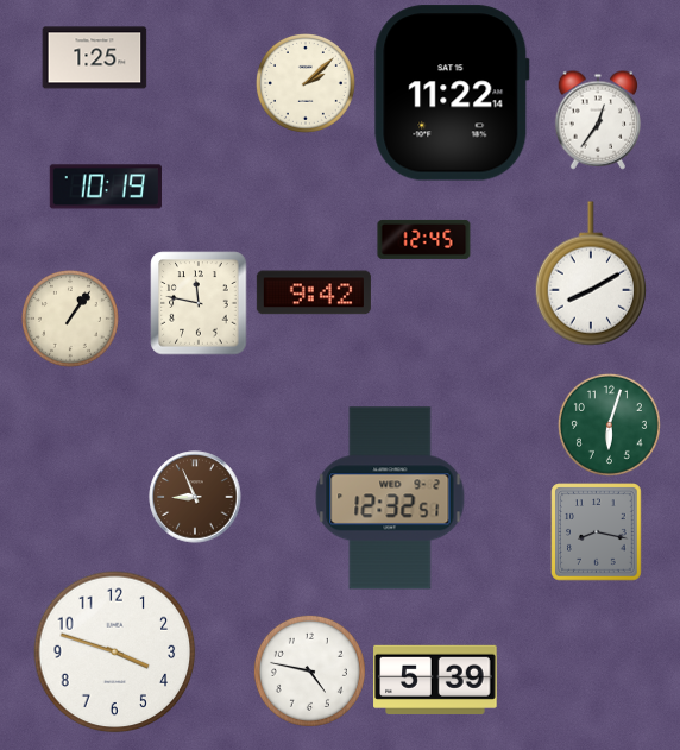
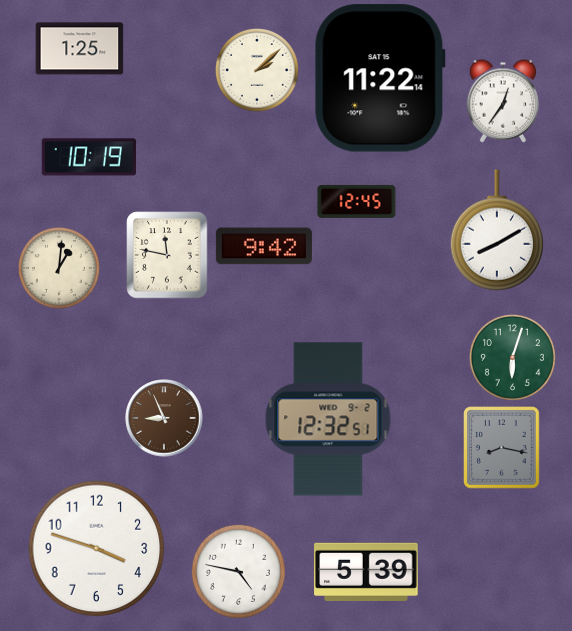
clock at (70, 319): 1:06 -> 1:01
clock at (309, 670) position: (309, 670) -> (238, 571)
